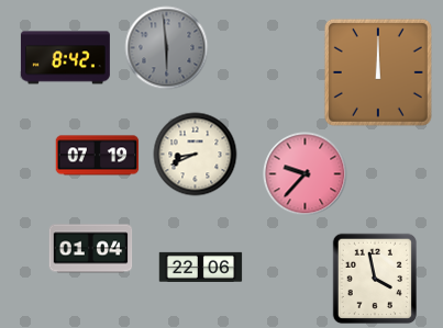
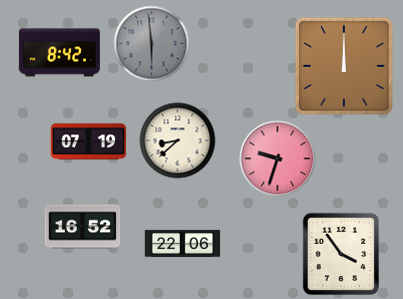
clock at (196, 155): 8:41 -> 8:38
clock at (306, 174): 9:37 -> 9:33
clock at (91, 249): 01:04 -> 16:52
clock at (375, 279): 3:58 -> 3:54
